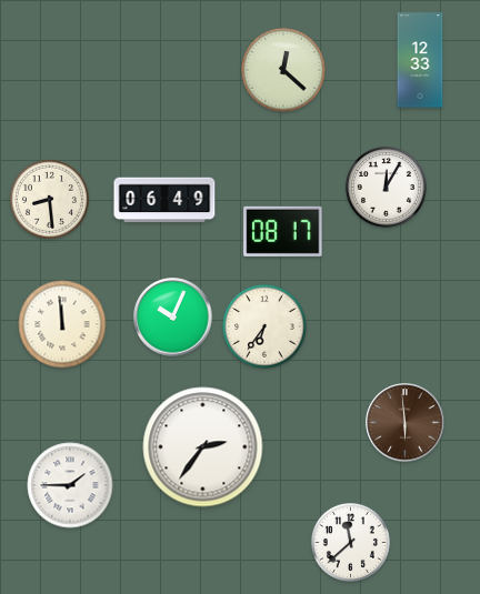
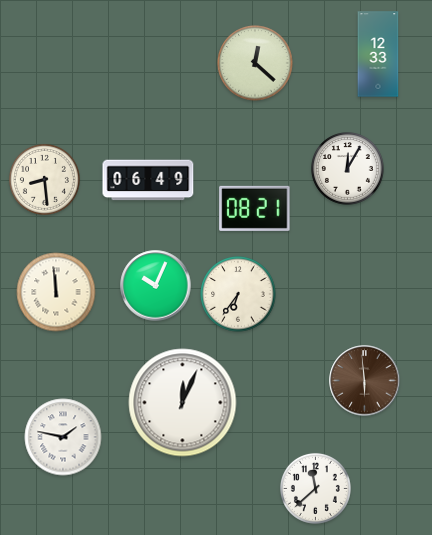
clock at (283, 231): 08:17 -> 08:21
clock at (203, 447): 2:36 -> 12:04
clock at (70, 485): 1:45 -> 1:47
